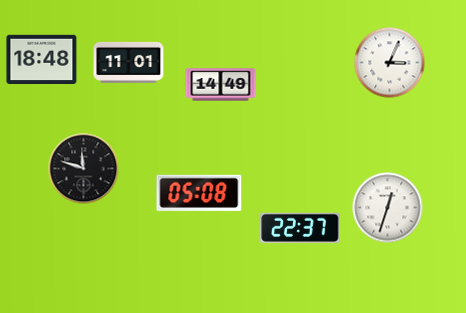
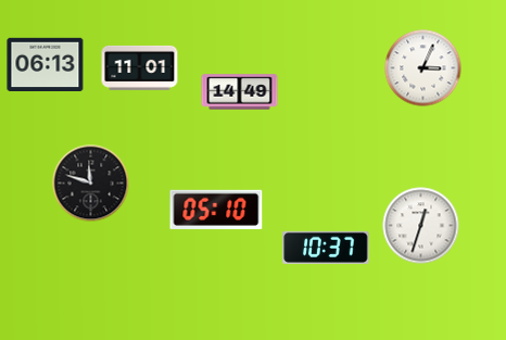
clock at (42, 60): 18:48 -> 06:13
clock at (199, 193): 05:08 -> 05:10
clock at (300, 228): 22:37 -> 10:37
